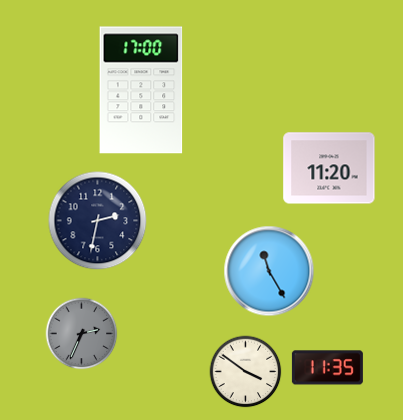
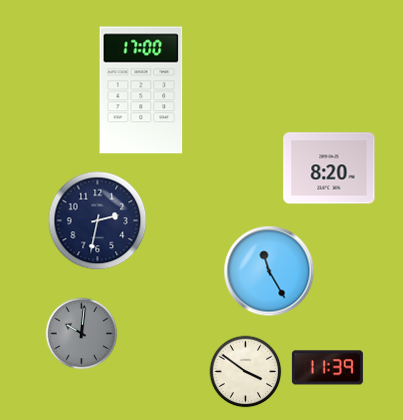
clock at (329, 168): 11:20 -> 8:20
clock at (82, 334): 2:34 -> 10:01
clock at (327, 368): 11:35 -> 11:39
